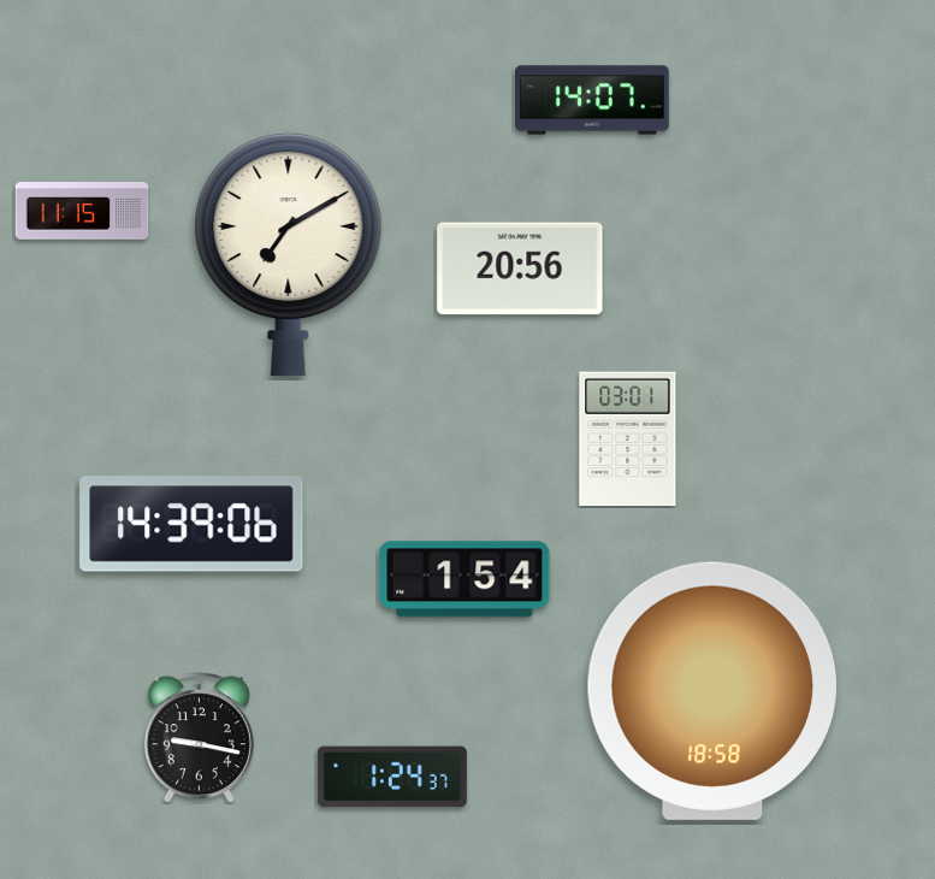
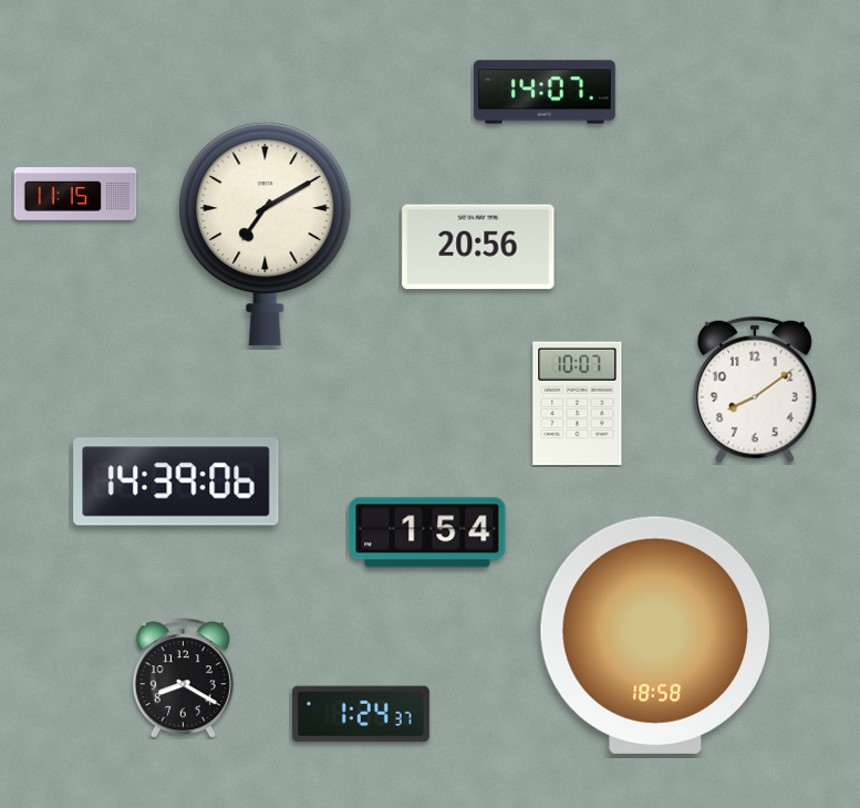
clock at (755, 390): none -> 8:09
clock at (628, 440): 03:01 -> 10:07
clock at (199, 738): 9:17 -> 8:20
